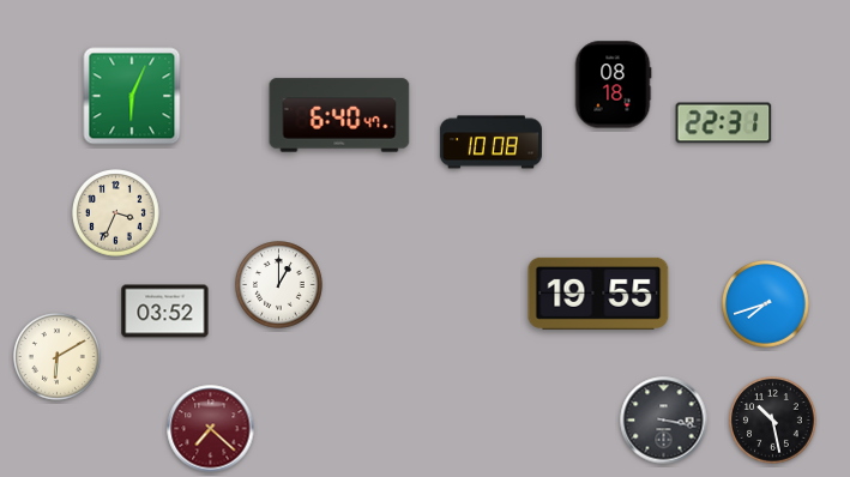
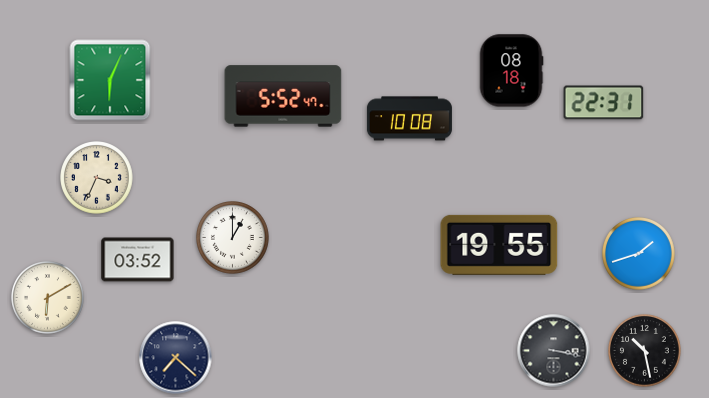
clock at (339, 115): 6:40 -> 5:52
clock at (766, 304): 7:42 -> 1:42
clock at (211, 429) dial: burgundy -> navy
